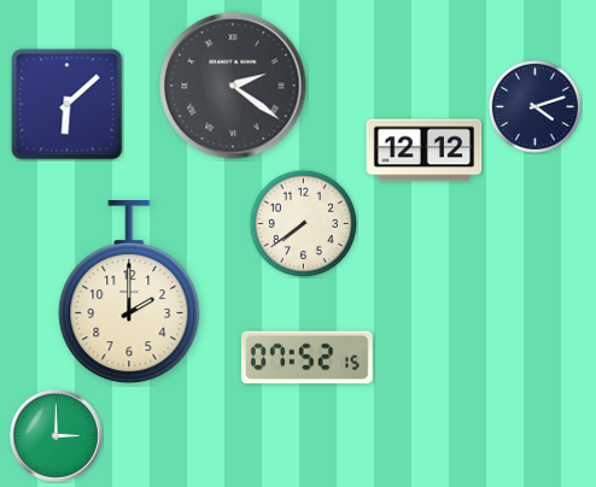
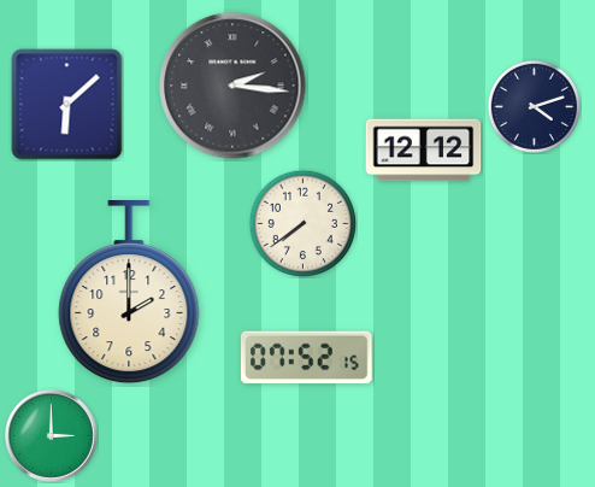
clock at (233, 86): 2:21 -> 2:16
clock at (57, 436) position: (57, 436) -> (52, 436)
